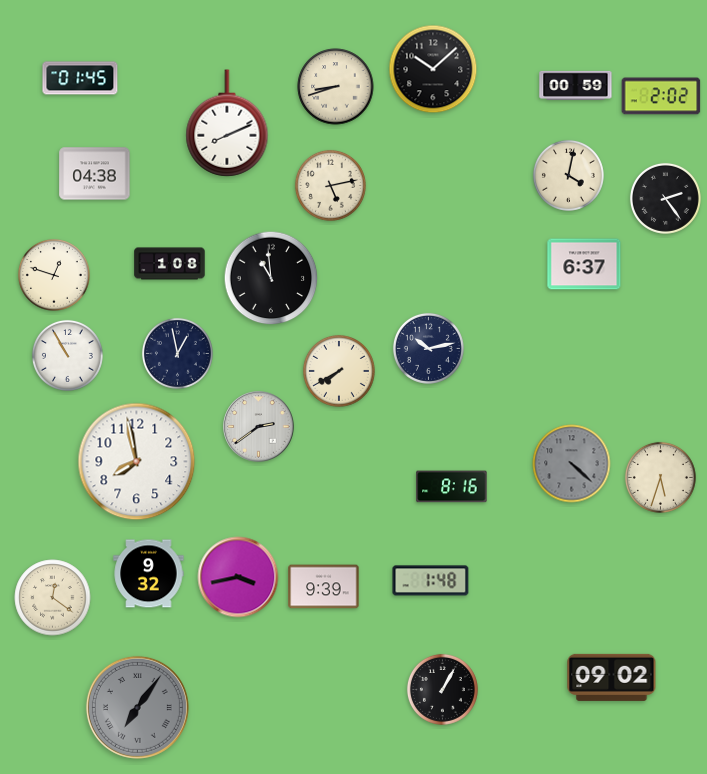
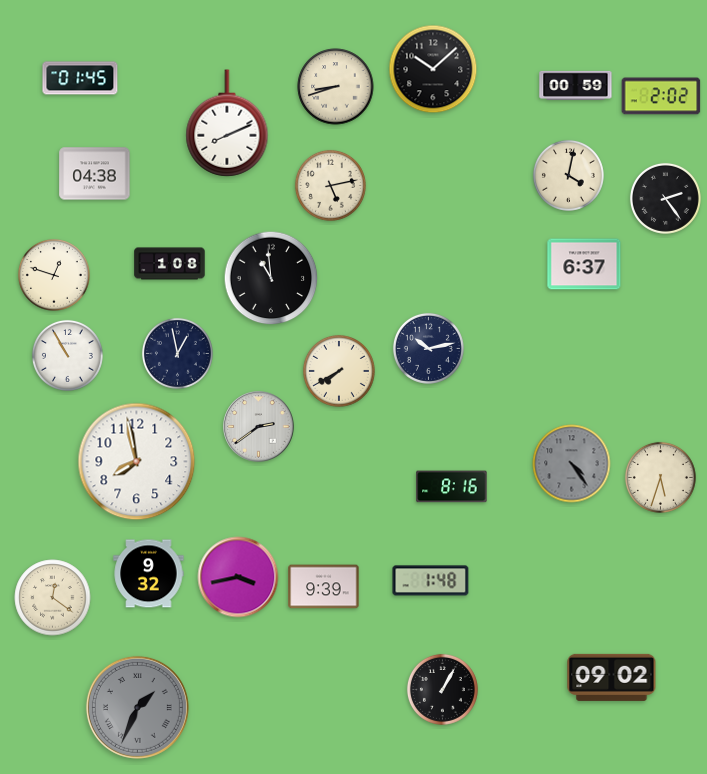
clock at (572, 464): 4:22 -> 4:24
clock at (137, 707): 7:06 -> 1:34
